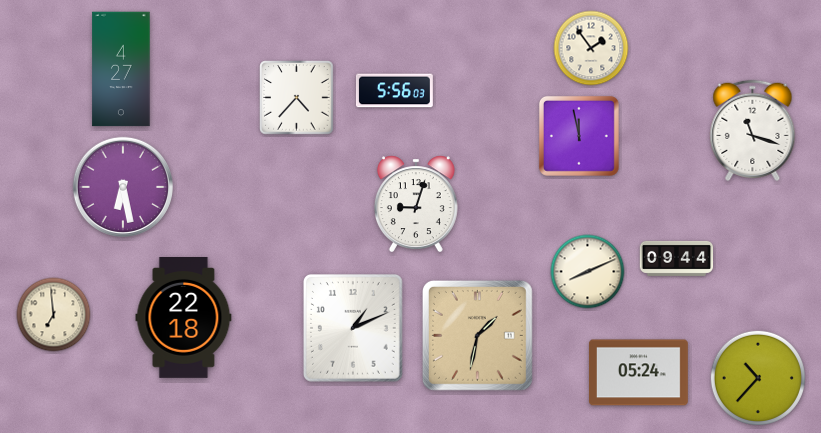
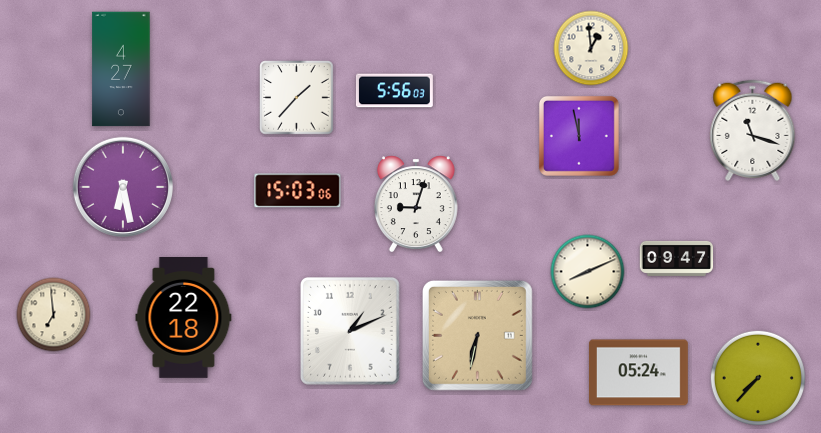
clock at (591, 48): 1:54 -> 12:59
clock at (297, 98): 4:37 -> 1:37
clock at (298, 191): none -> 15:03
clock at (677, 258): 09:44 -> 09:47
clock at (353, 329) position: (353, 329) -> (350, 332)
clock at (477, 335): 1:32 -> 6:32
clock at (758, 378): 10:37 -> 7:37
